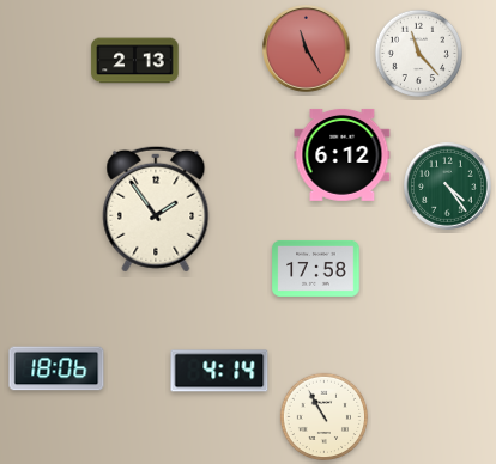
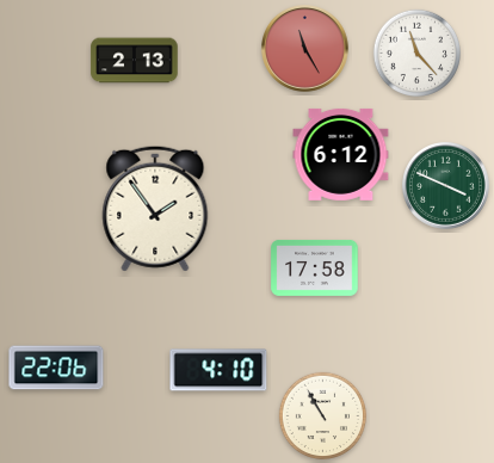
clock at (448, 187): 4:24 -> 3:49
clock at (56, 368): 18:06 -> 22:06
clock at (219, 371): 4:14 -> 4:10
